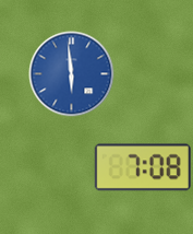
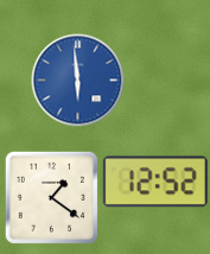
clock at (143, 167): 7:08 -> 12:52
clock at (51, 197): none -> 1:21
